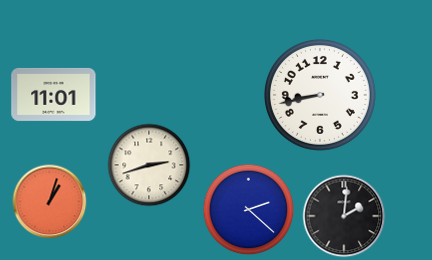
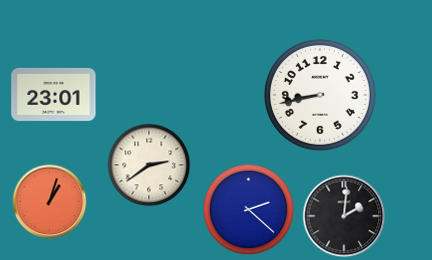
clock at (54, 94): 11:01 -> 23:01
clock at (149, 165): 2:42 -> 2:39
